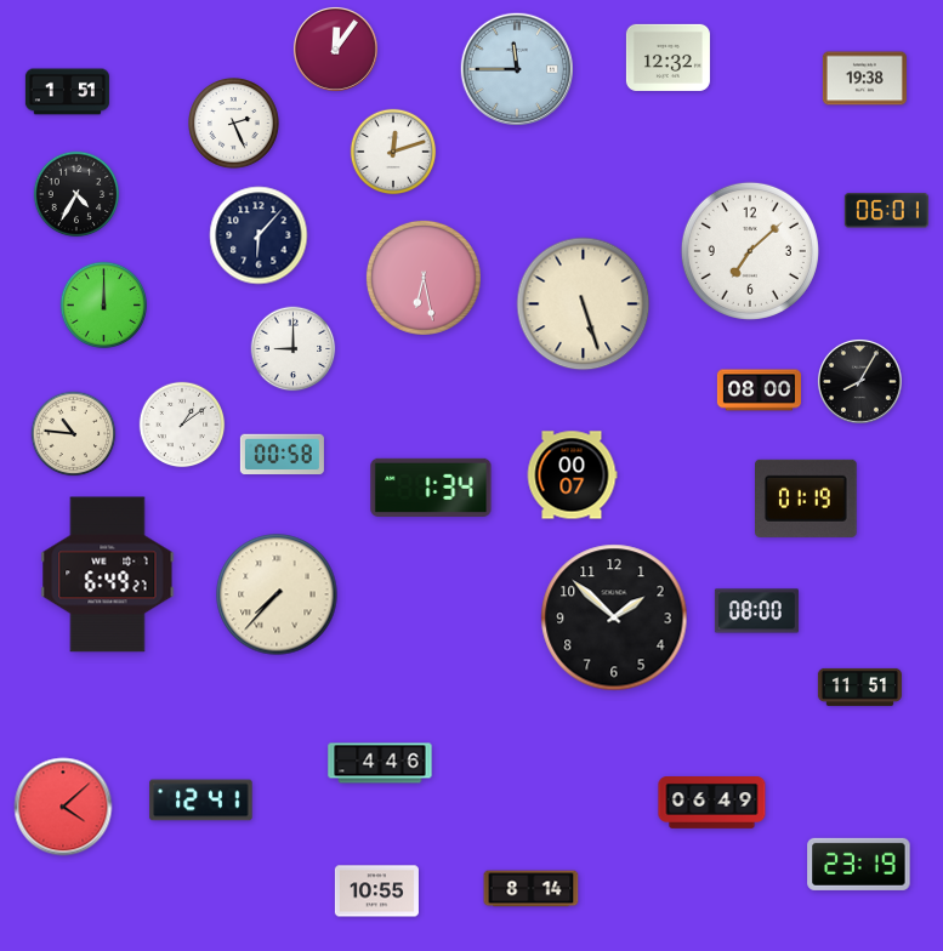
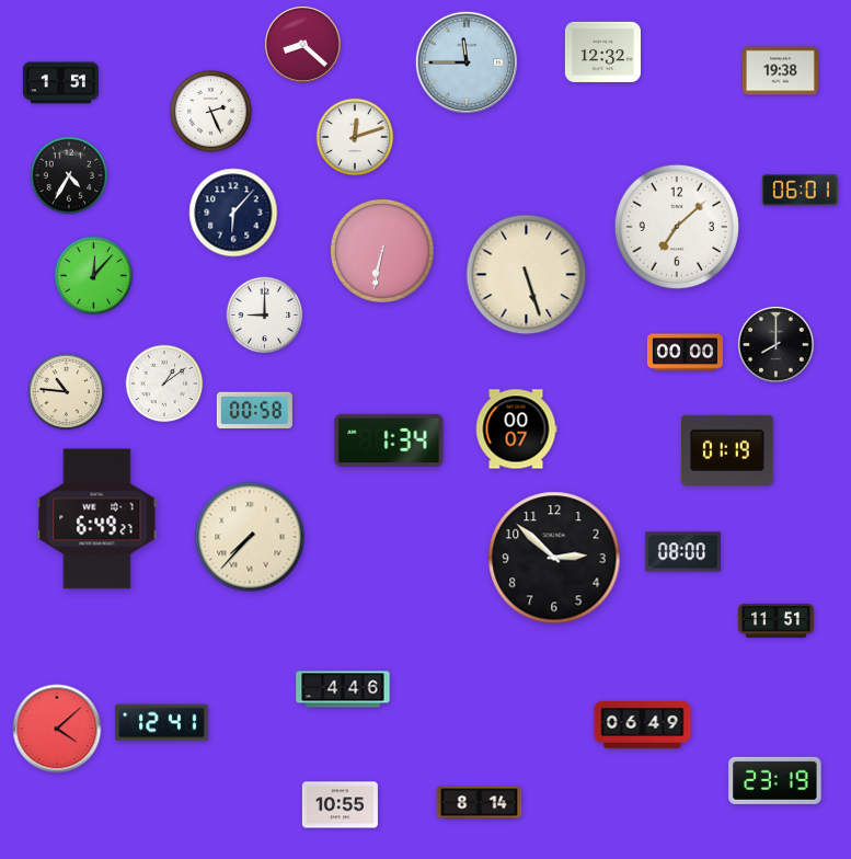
clock at (335, 49): 12:06 -> 8:22
clock at (424, 278): 6:28 -> 6:32
clock at (103, 304): 12:00 -> 12:07
clock at (859, 381): 8:05 -> 8:00
clock at (759, 391): 08:00 -> 00:00
clock at (614, 617): 1:52 -> 2:52
clock at (201, 801) position: (201, 801) -> (162, 723)
